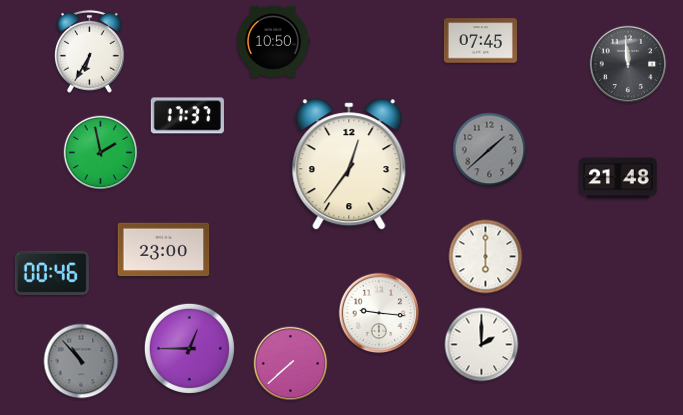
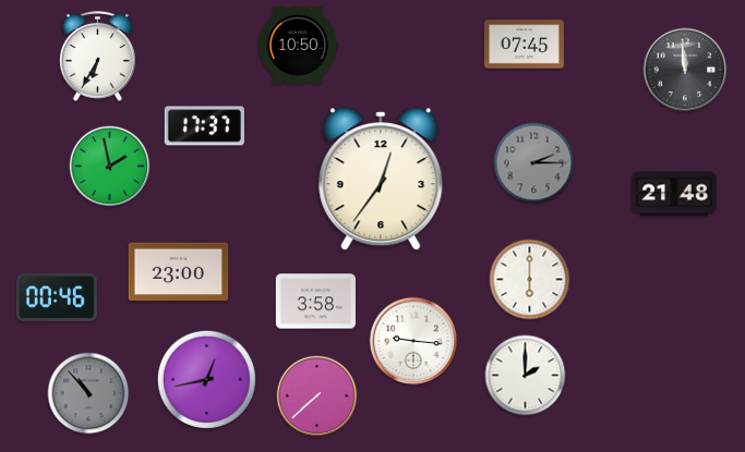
clock at (490, 150): 1:38 -> 2:15
clock at (315, 302): none -> 3:58
clock at (189, 348): 12:45 -> 12:43
